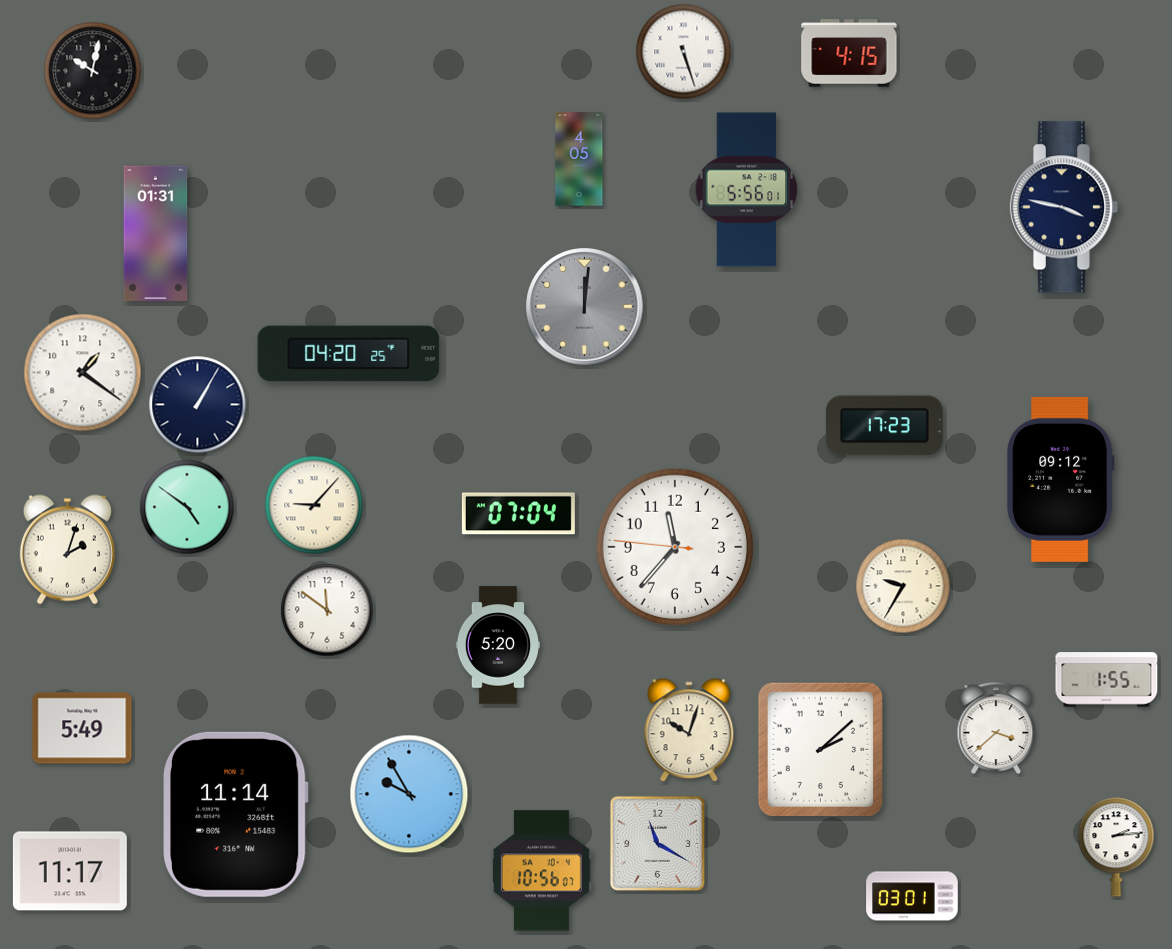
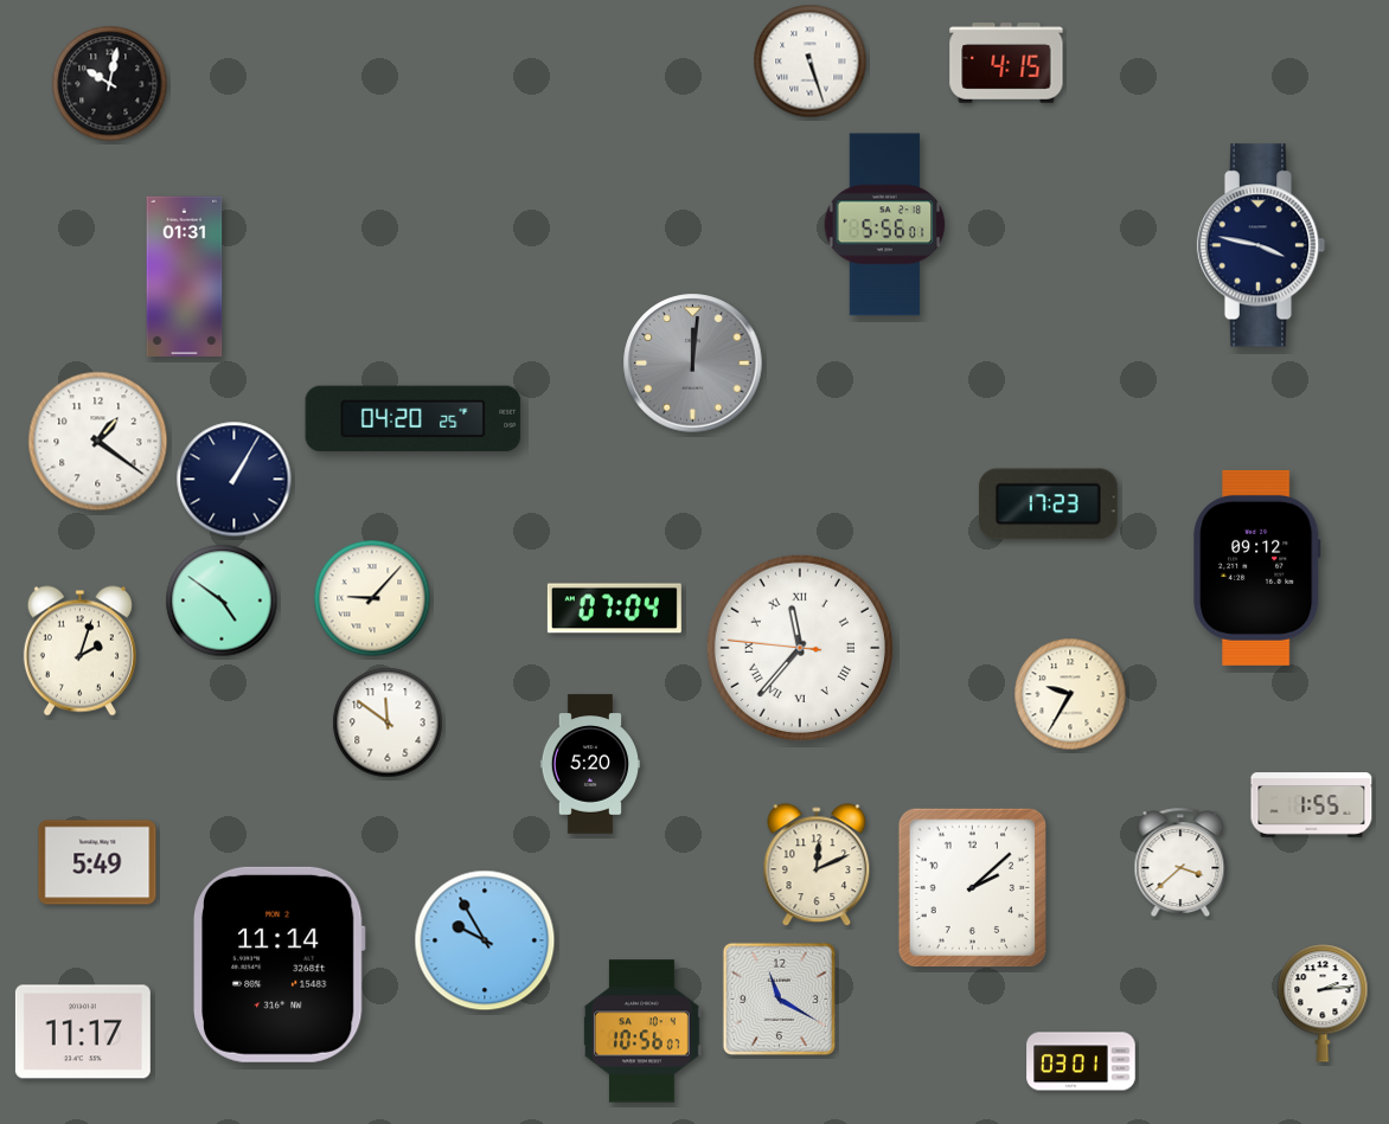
clock at (579, 159): 4:05 -> none
clock at (675, 547) numerals: Arabic -> Roman
clock at (689, 731): 10:03 -> 12:11
